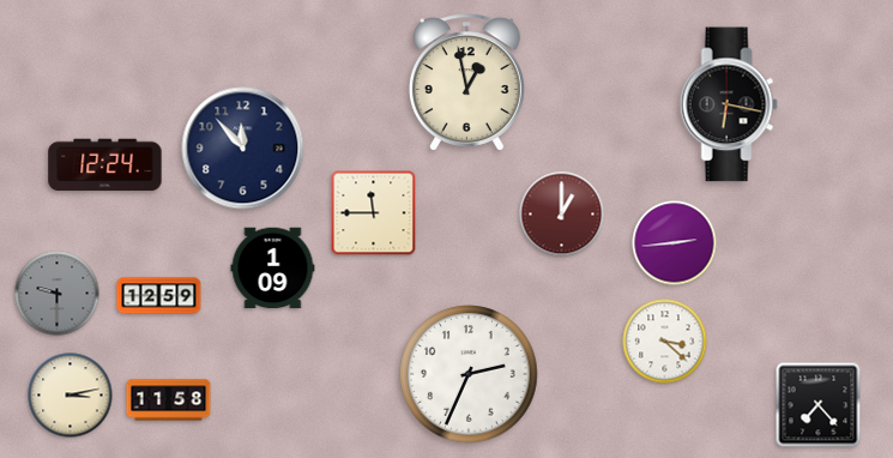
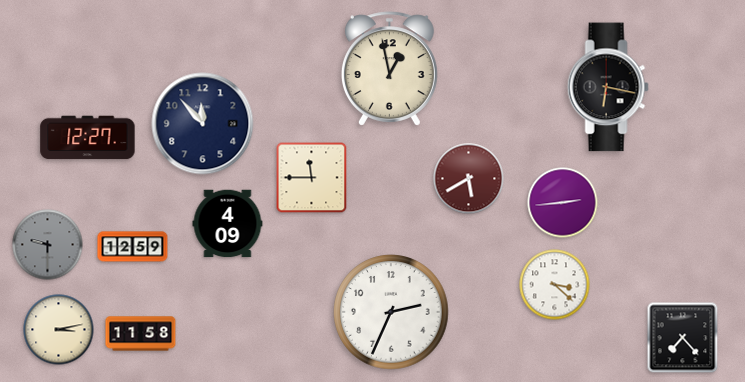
clock at (105, 165): 12:24 -> 12:27
clock at (562, 215): 1:00 -> 5:40
clock at (273, 269): 1:09 -> 4:09
